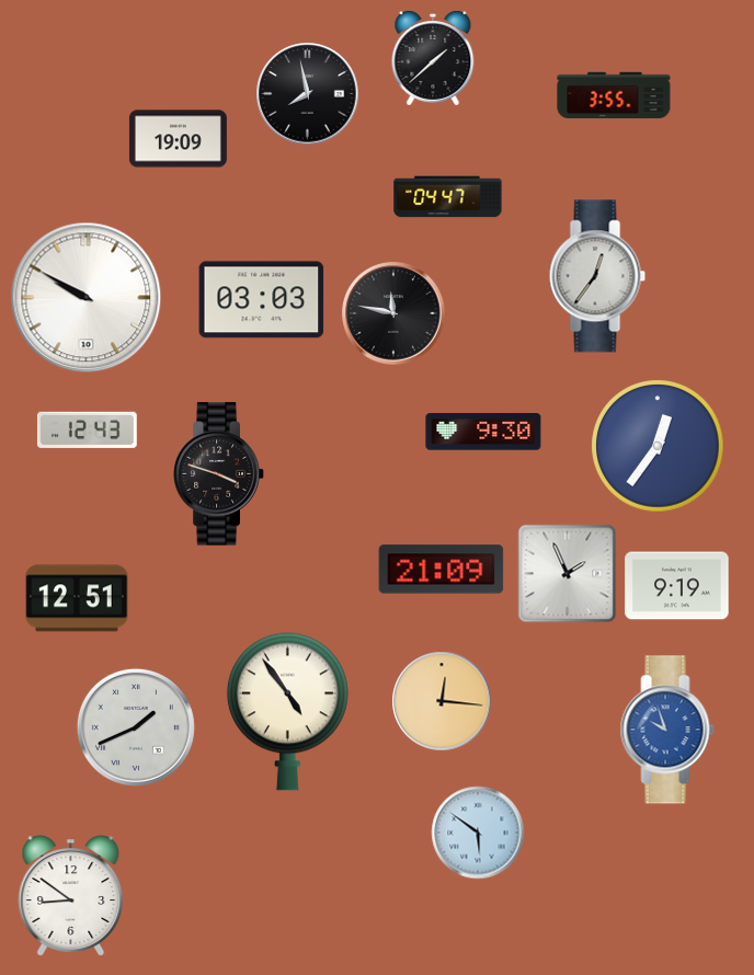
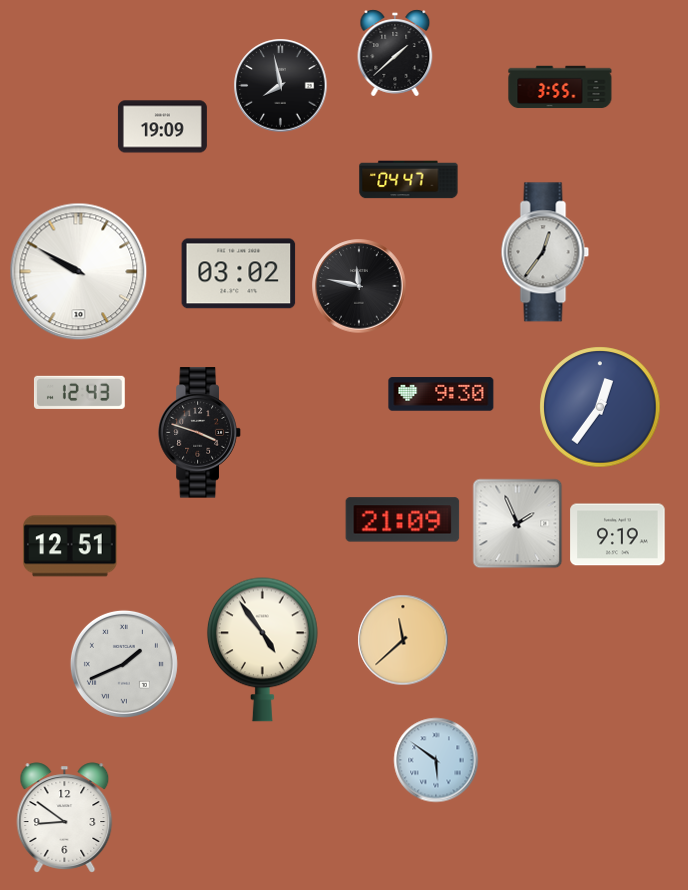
clock at (262, 300): 03:03 -> 03:02
clock at (442, 701): 12:16 -> 11:38
clock at (667, 730): 9:57 -> none
